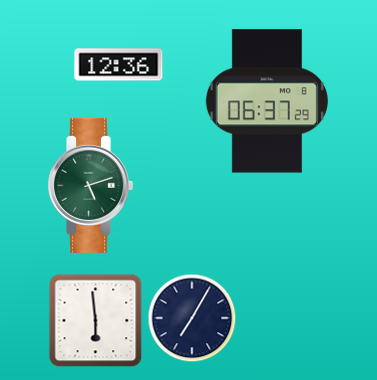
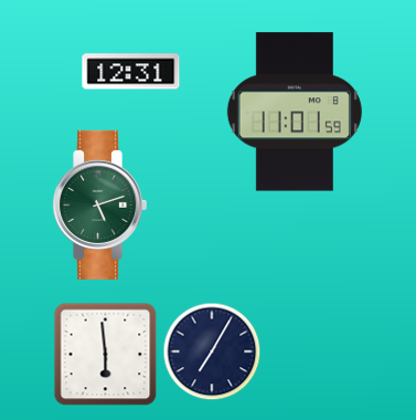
clock at (119, 65): 12:36 -> 12:31
clock at (267, 101): 06:37 -> 11:01
